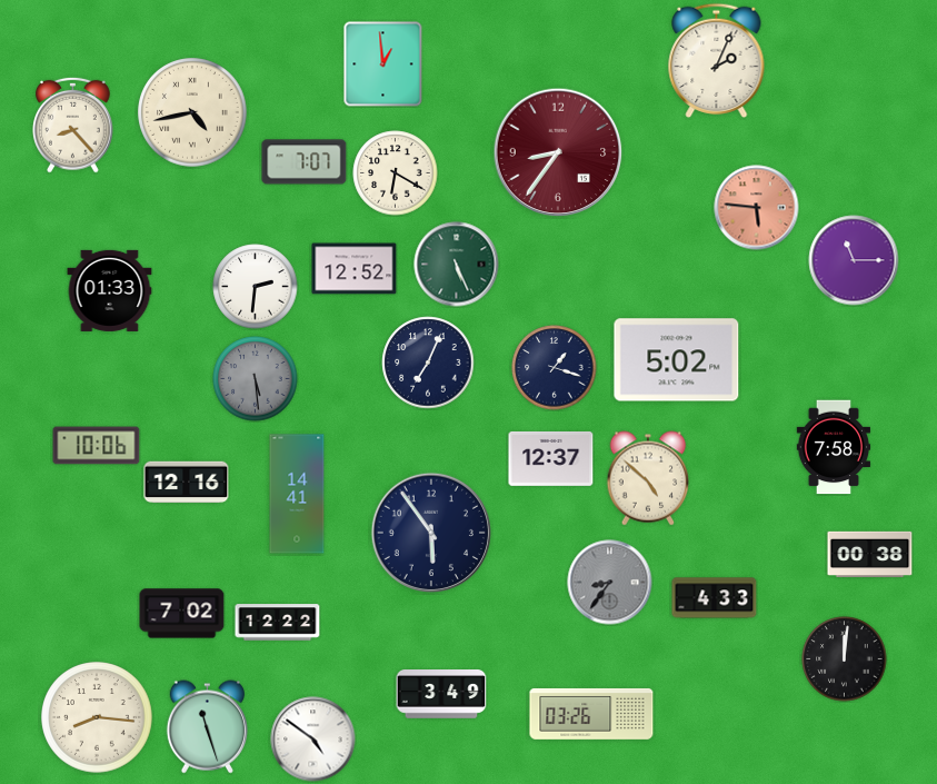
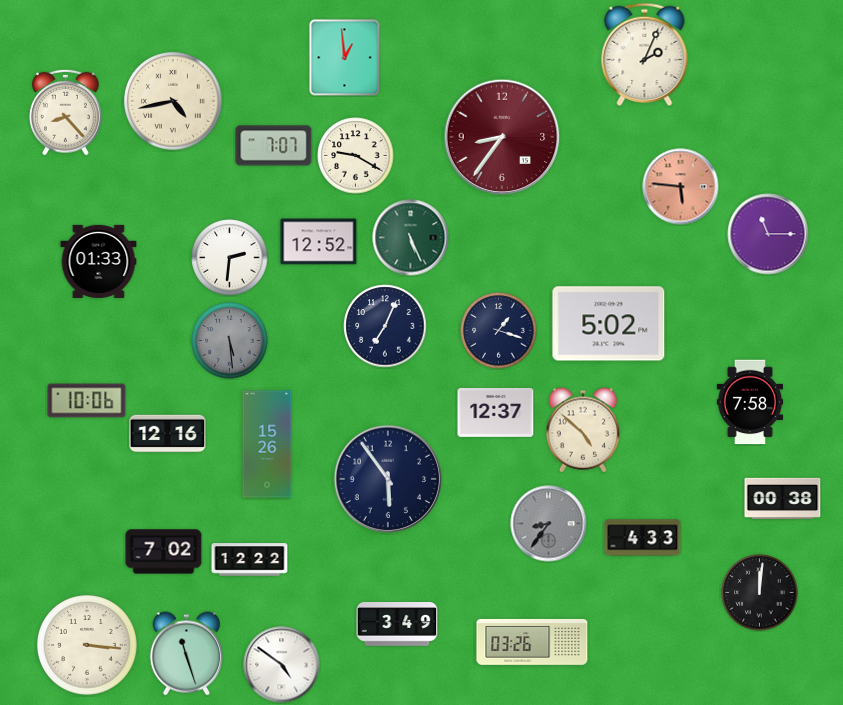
clock at (396, 173): 6:20 -> 9:20
clock at (297, 494): 14:41 -> 15:26
clock at (97, 717): 8:16 -> 3:16
